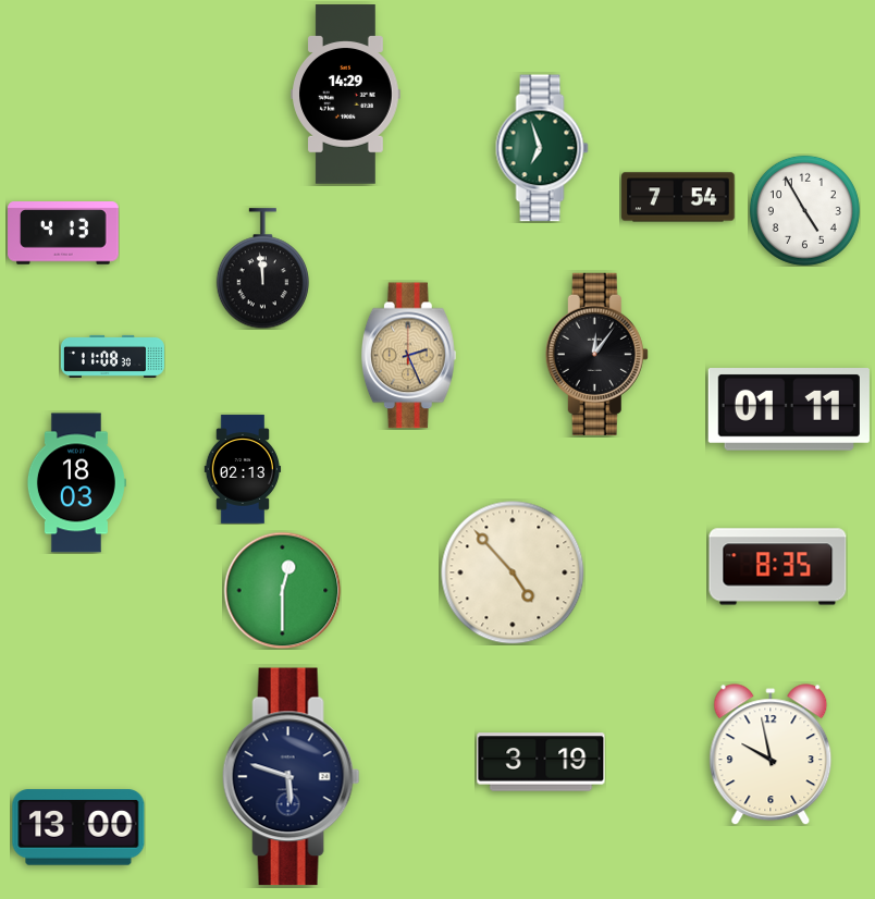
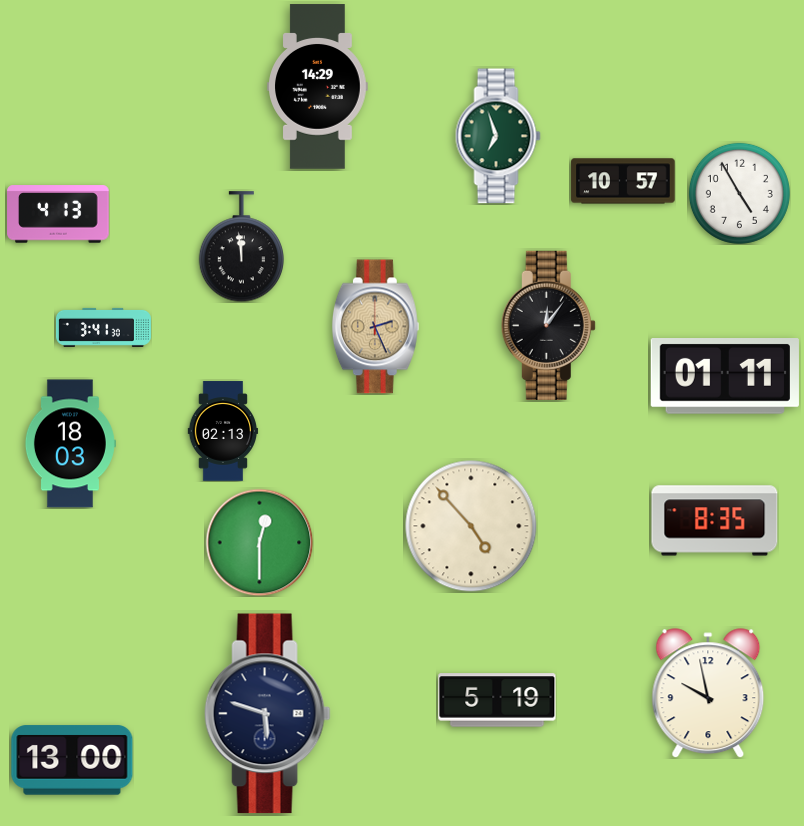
clock at (678, 197): 7:54 -> 10:57
clock at (112, 356): 11:08 -> 3:41
clock at (541, 762): 3:19 -> 5:19
